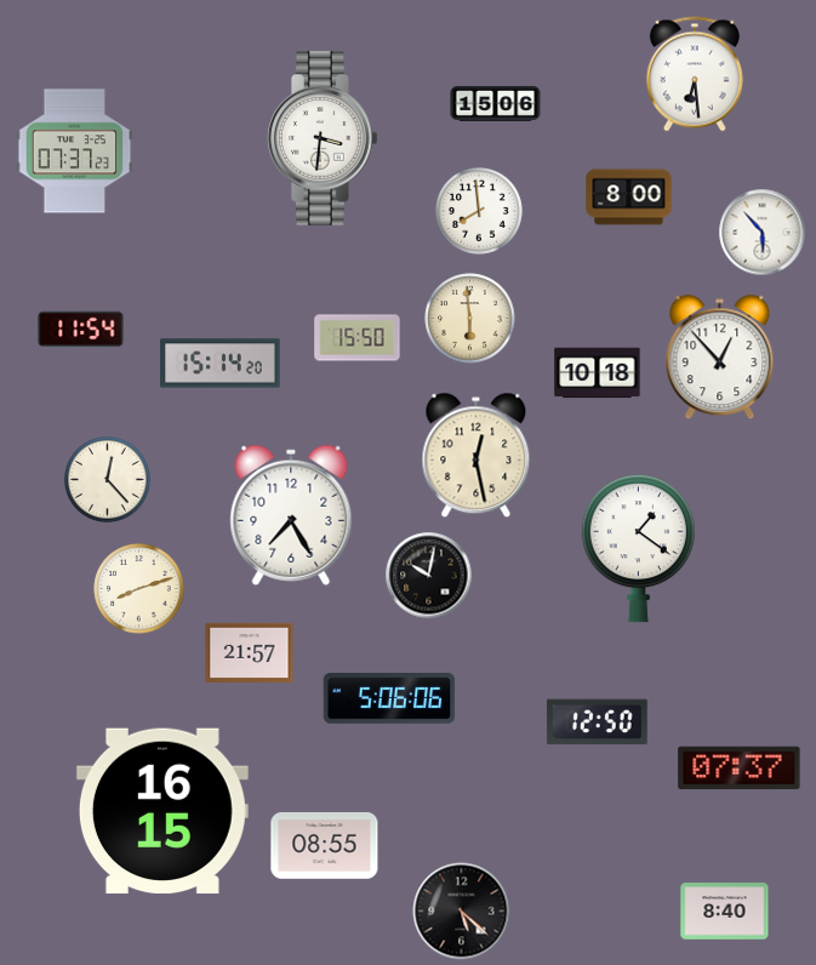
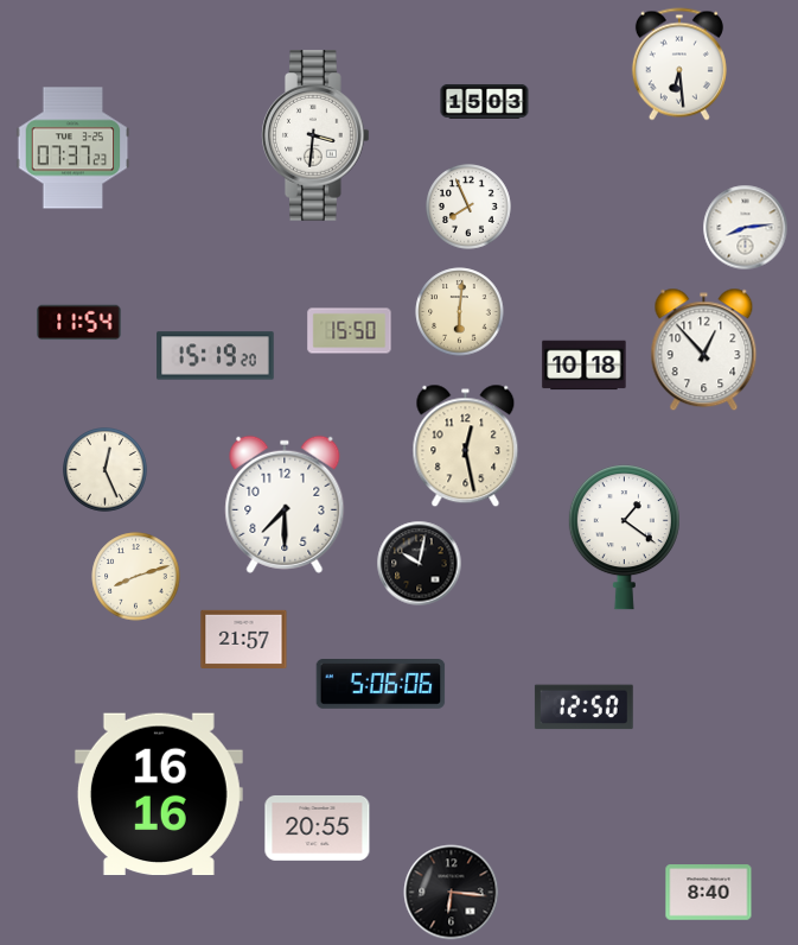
clock at (695, 74) position: (695, 74) -> (679, 64)
clock at (496, 103): 15:06 -> 15:03
clock at (629, 198): 8:00 -> none
clock at (479, 211): 7:59 -> 7:56
clock at (763, 233): 5:53 -> 8:14
clock at (470, 319): 5:59 -> 6:01
clock at (221, 364): 15:14 -> 15:19
clock at (108, 480): 12:23 -> 12:26
clock at (291, 515): 7:25 -> 7:30
clock at (740, 769): 07:37 -> none
clock at (162, 811): 16:15 -> 16:16
clock at (325, 846): 08:55 -> 20:55
clock at (462, 912): 5:22 -> 6:16
